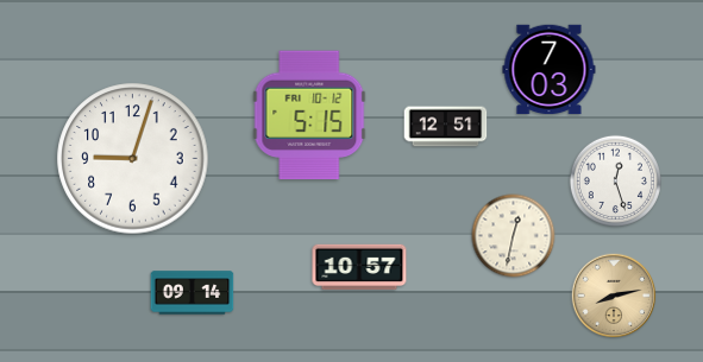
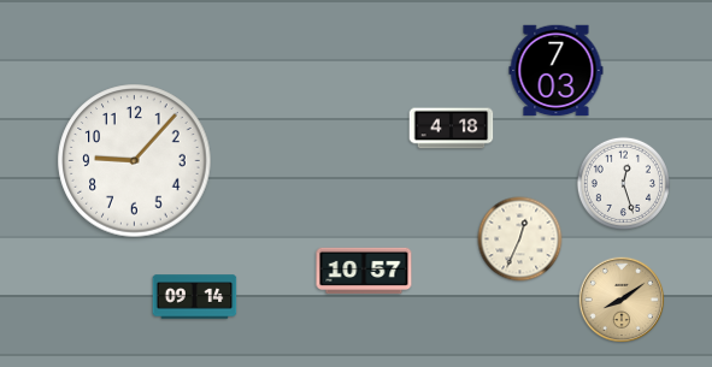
clock at (309, 115): 5:15 -> none
clock at (446, 127): 12:51 -> 4:18
clock at (133, 159): 9:03 -> 9:07
clock at (514, 236): 12:32 -> 12:34
clock at (614, 296): 8:13 -> 8:09
